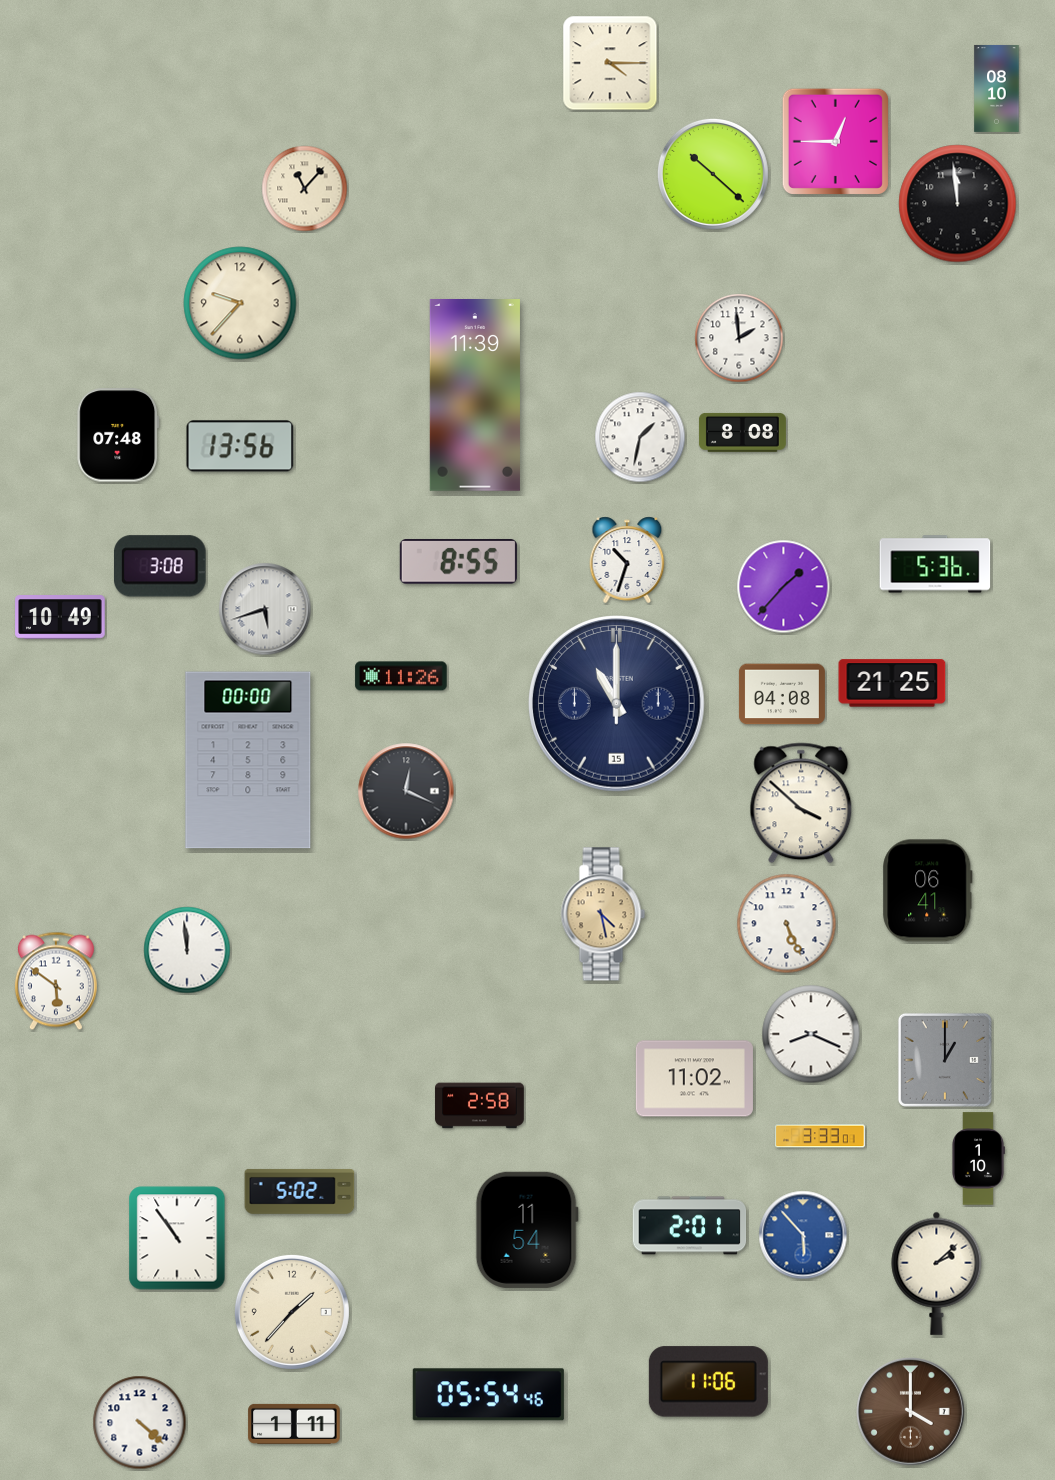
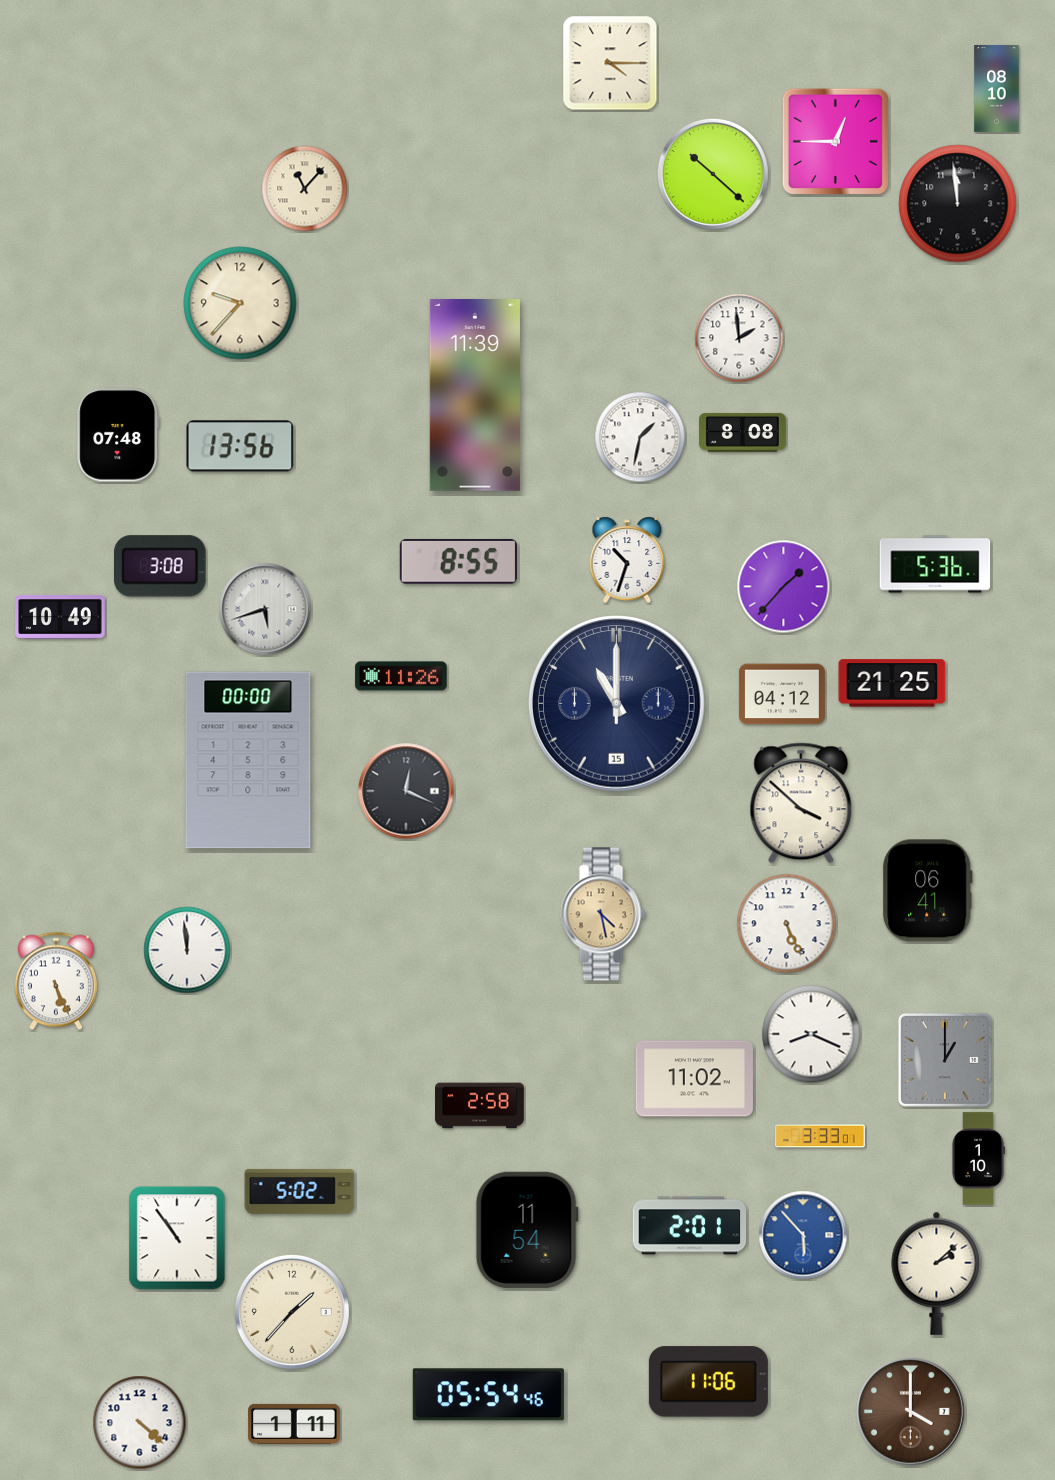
clock at (782, 694): 04:08 -> 04:12
clock at (56, 981): 5:51 -> 5:26
